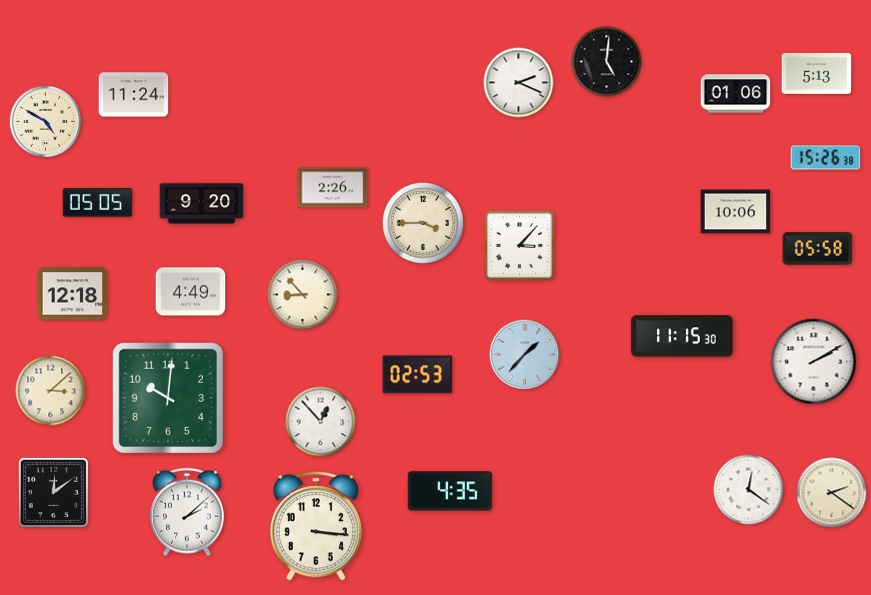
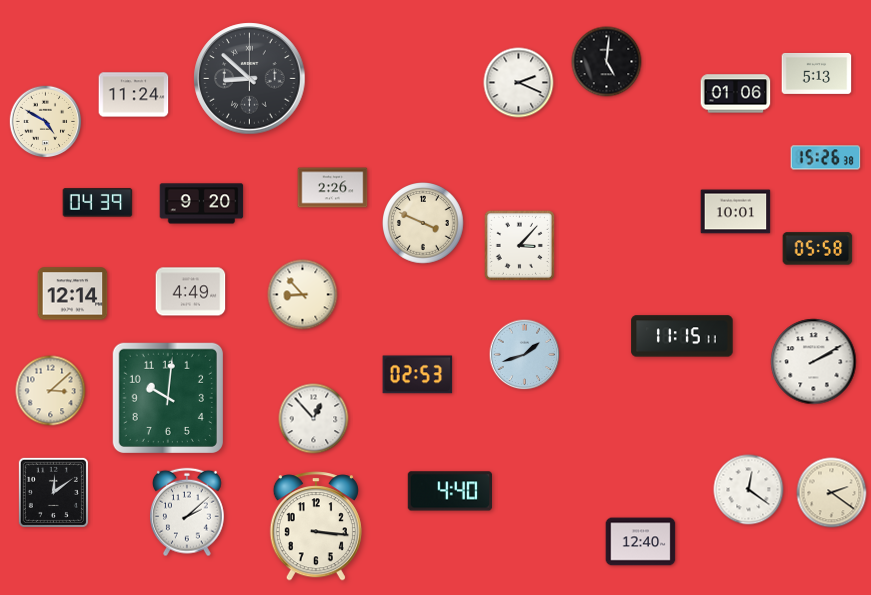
clock at (250, 79): none -> 8:52
clock at (98, 203): 05:05 -> 04:39
clock at (736, 212): 10:06 -> 10:01
clock at (423, 223): 3:45 -> 3:49
clock at (73, 294): 12:18 -> 12:14
clock at (682, 336): 11:15:30 -> 11:15:11
clock at (525, 355): 1:37 -> 1:42
clock at (321, 422) position: (321, 422) -> (314, 419)
clock at (449, 491): 4:35 -> 4:40
clock at (641, 542): none -> 12:40
